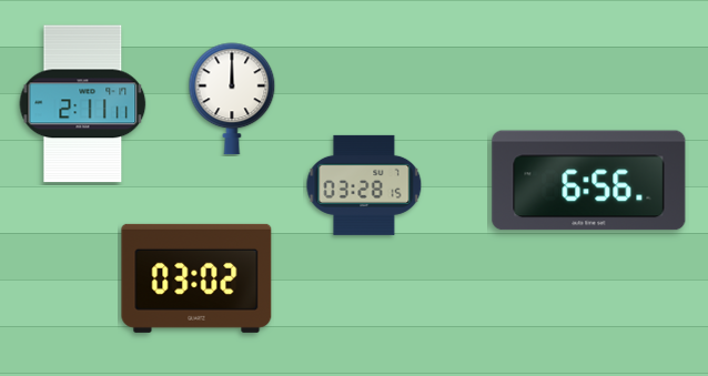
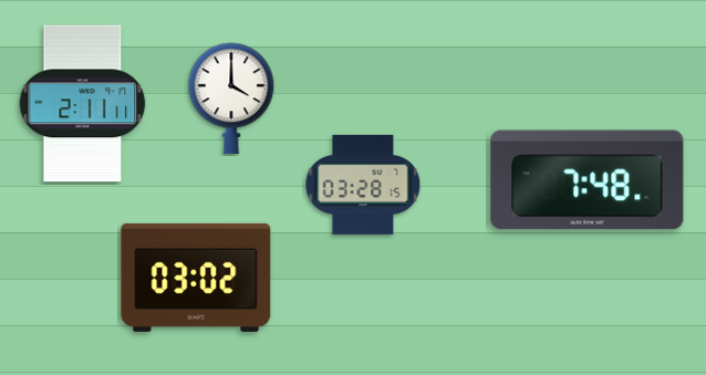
clock at (232, 99): 12:00 -> 4:00
clock at (589, 181): 6:56 -> 7:48
